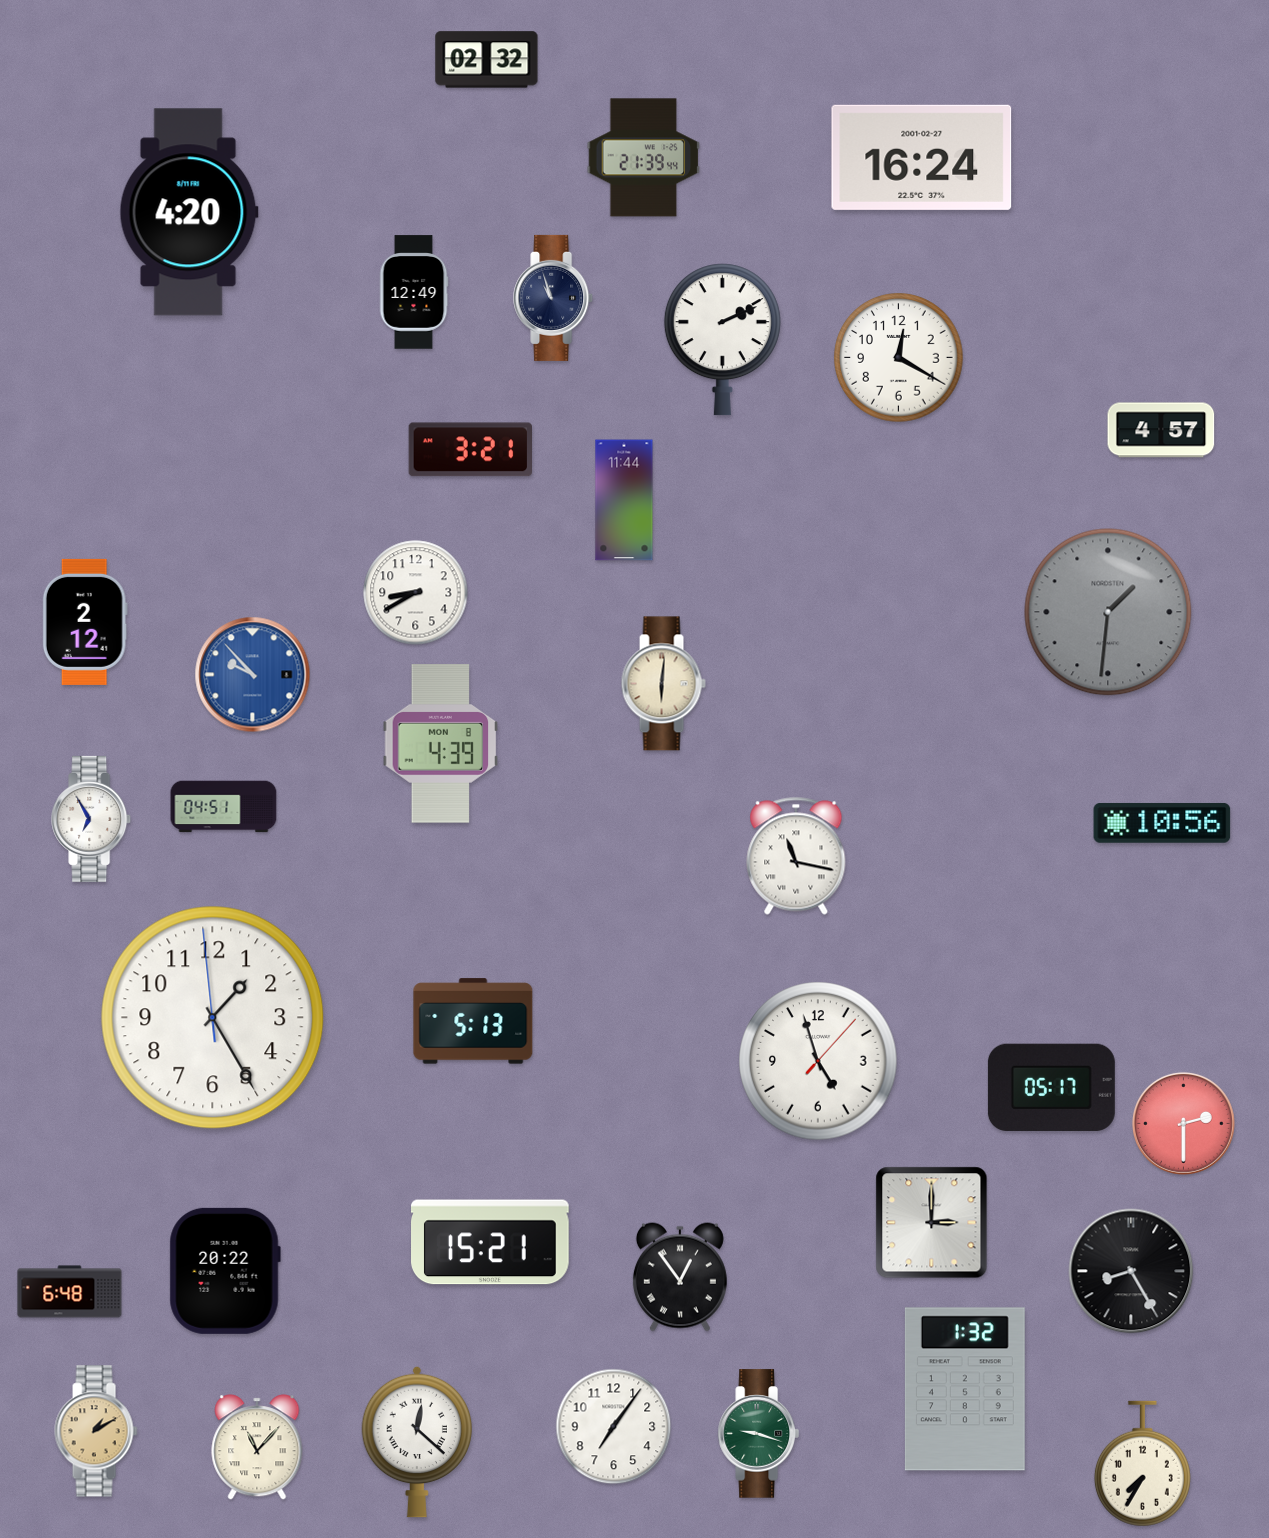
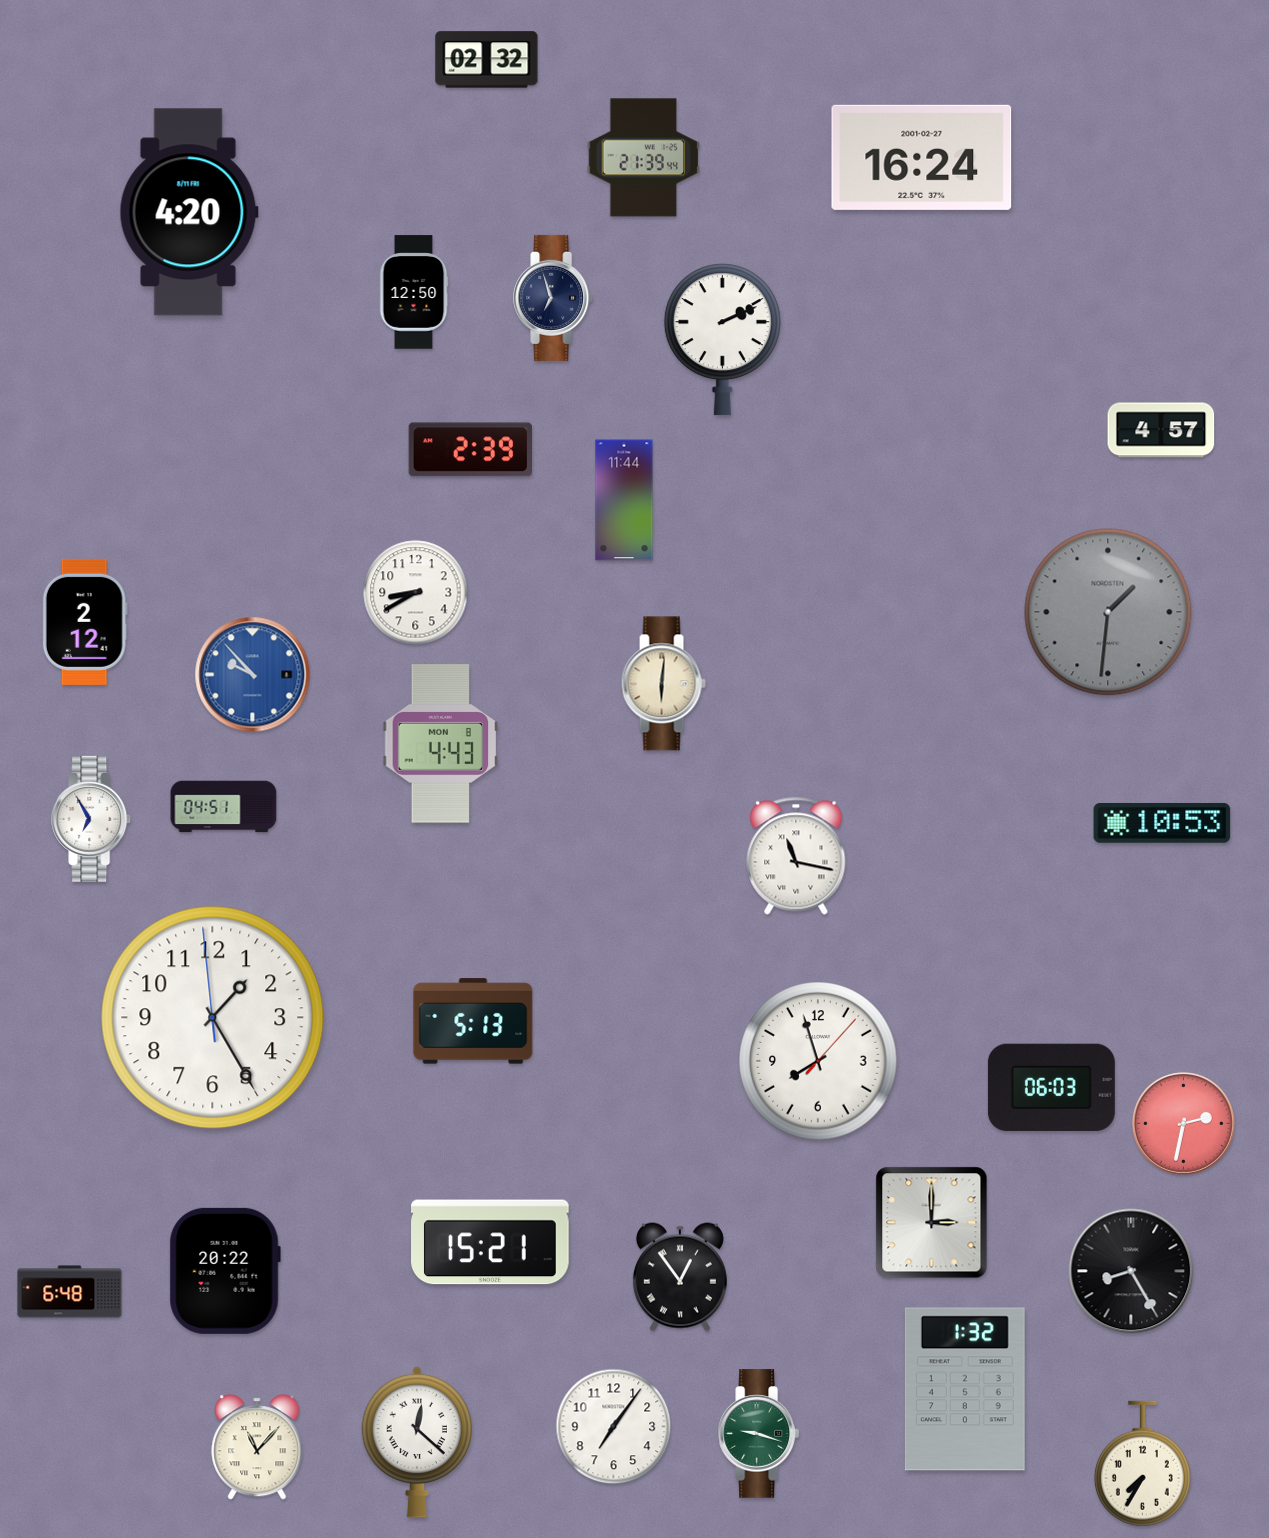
clock at (414, 292): 12:49 -> 12:50
clock at (554, 298): 10:57 -> 6:57
clock at (899, 358): 12:20 -> none
clock at (470, 450): 3:21 -> 2:39
clock at (441, 744): 4:39 -> 4:43
clock at (1162, 823): 10:56 -> 10:53
clock at (818, 1061): 4:57 -> 7:57
clock at (1051, 1087): 05:17 -> 06:03
clock at (1183, 1123): 2:30 -> 2:32
clock at (96, 1431): 1:10 -> none
